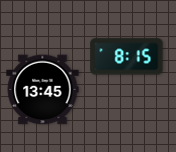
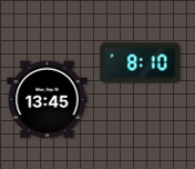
clock at (127, 57): 8:15 -> 8:10
